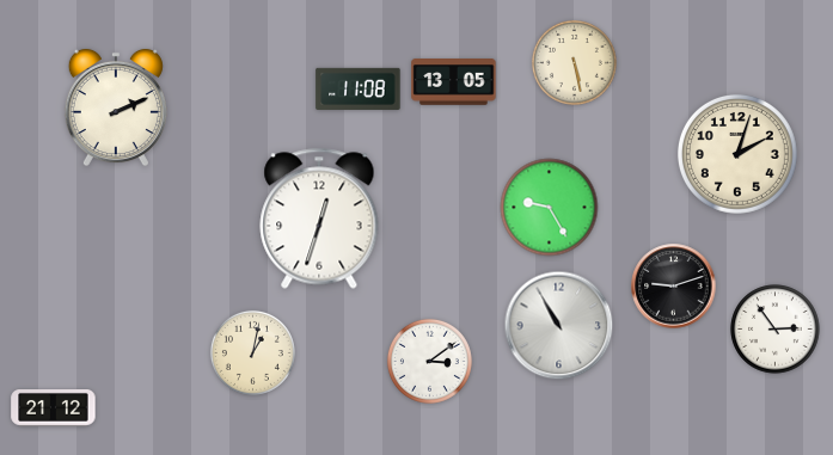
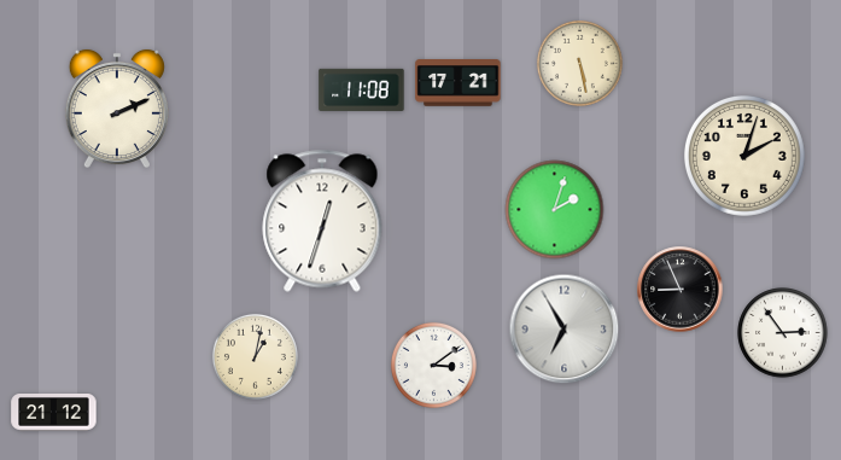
clock at (454, 82): 13:05 -> 17:21
clock at (550, 208): 9:25 -> 2:03
clock at (674, 287): 9:12 -> 8:56
clock at (559, 326): 10:55 -> 6:55
